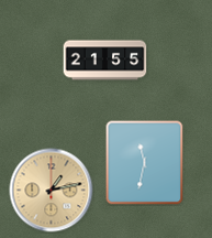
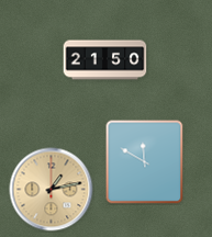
clock at (105, 61): 21:55 -> 21:50
clock at (145, 163): 11:32 -> 11:50
